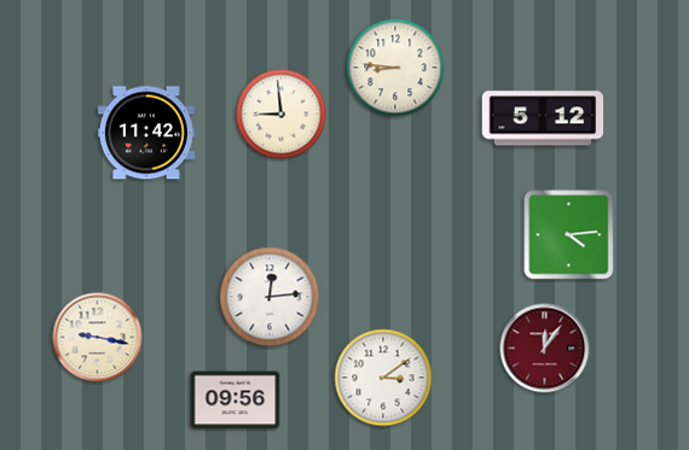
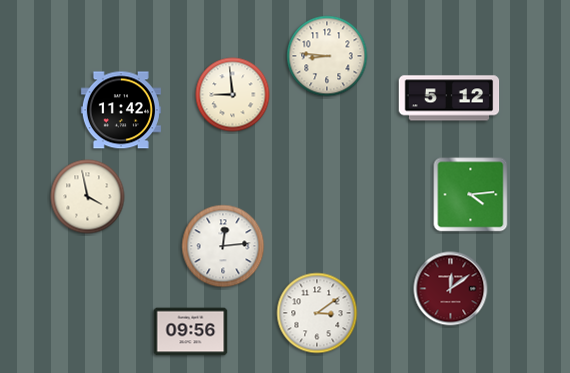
clock at (88, 197): none -> 3:58
clock at (98, 338): 9:17 -> none
clock at (545, 349): 12:06 -> 12:09
clock at (236, 401) position: (236, 401) -> (191, 332)
